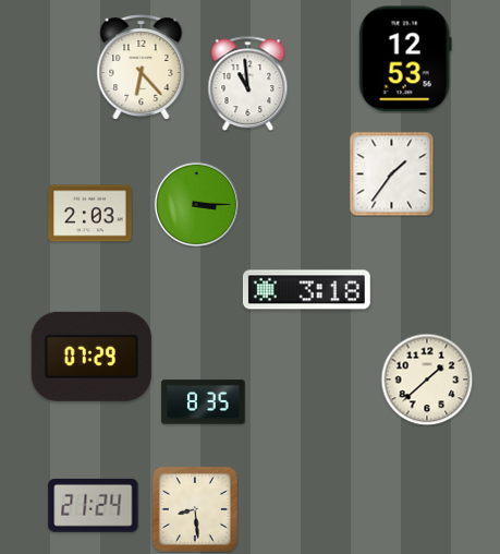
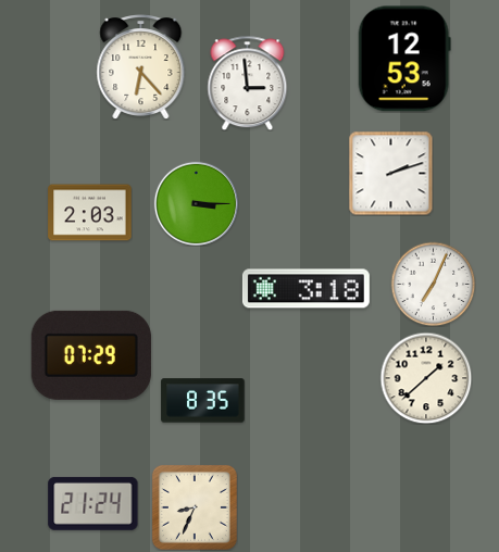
clock at (248, 83): 10:59 -> 2:59
clock at (391, 173): 1:36 -> 2:12
clock at (433, 284): none -> 7:04
clock at (195, 509): 8:29 -> 8:34
